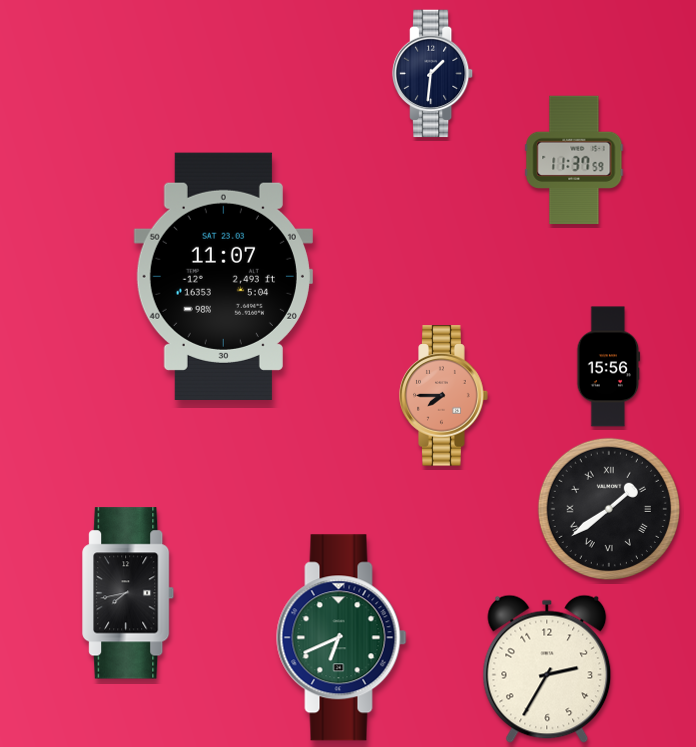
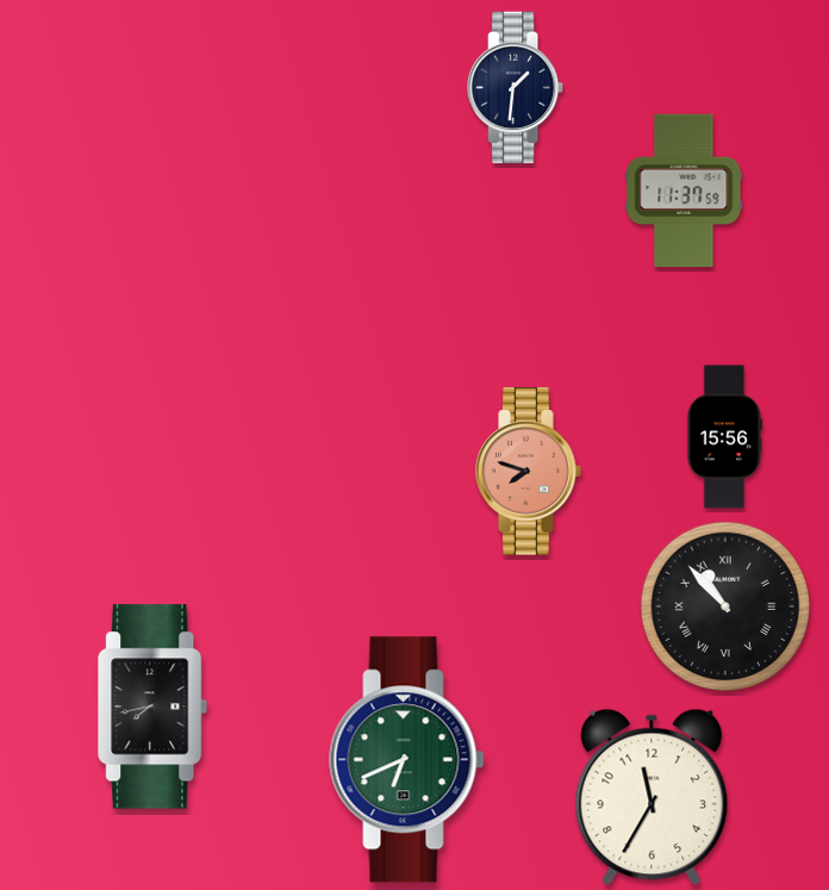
clock at (223, 276): 11:07 -> none
clock at (444, 396): 7:45 -> 7:48
clock at (609, 509): 1:39 -> 10:53
clock at (547, 669): 2:35 -> 11:35
